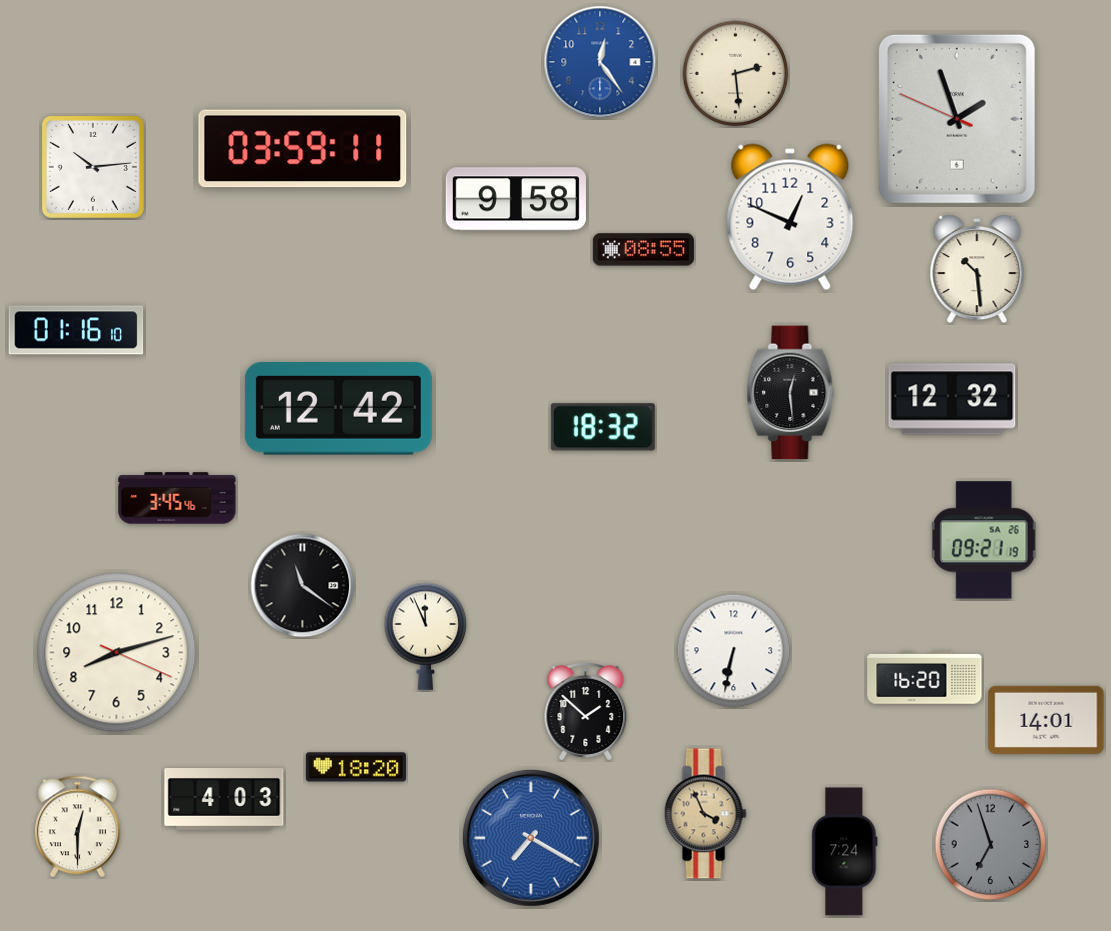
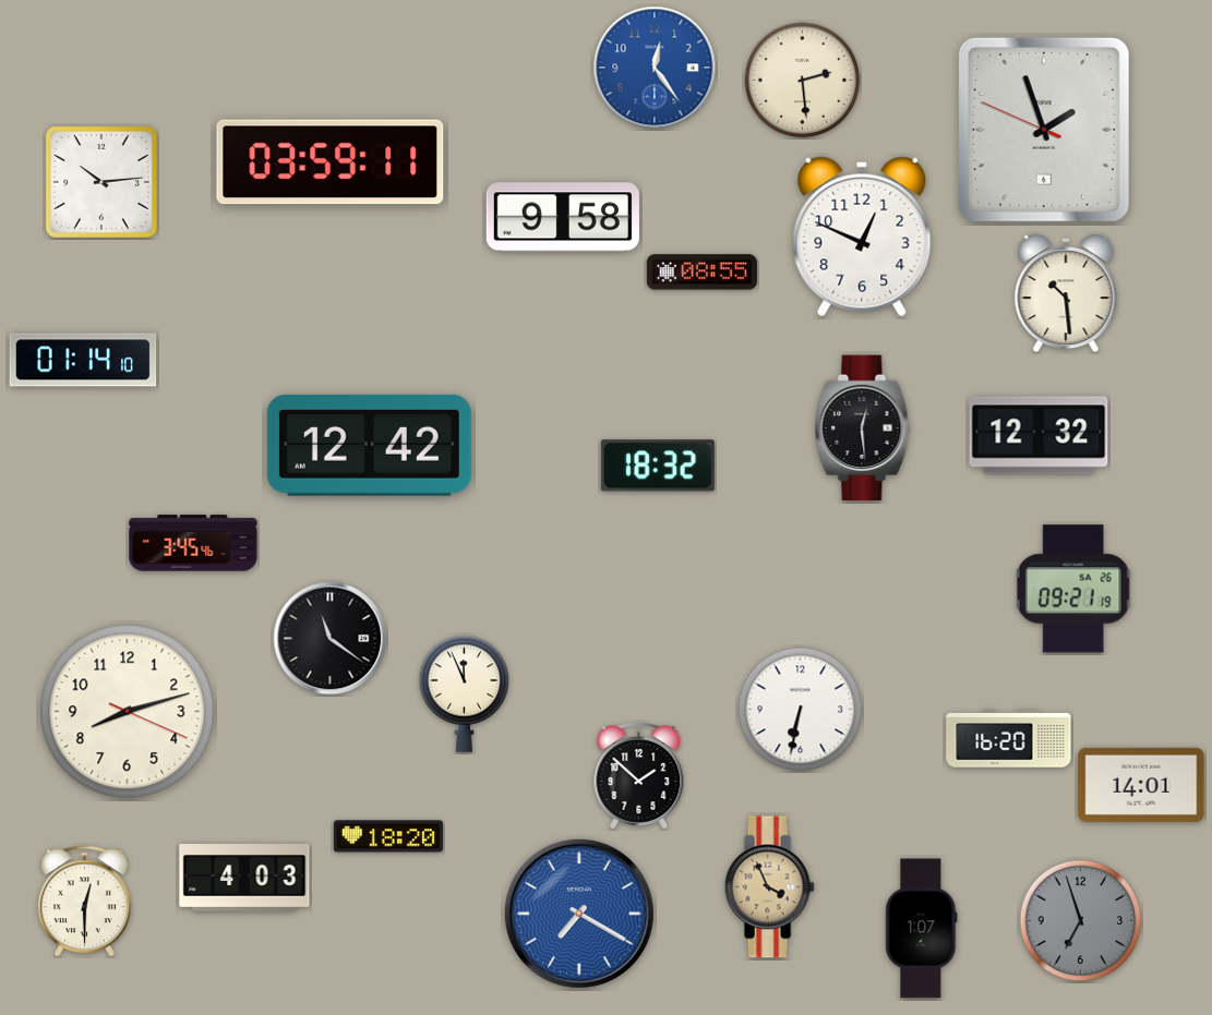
clock at (76, 330): 01:16 -> 01:14
clock at (224, 800) position: (224, 800) -> (244, 879)
clock at (845, 852): 7:24 -> 1:07
